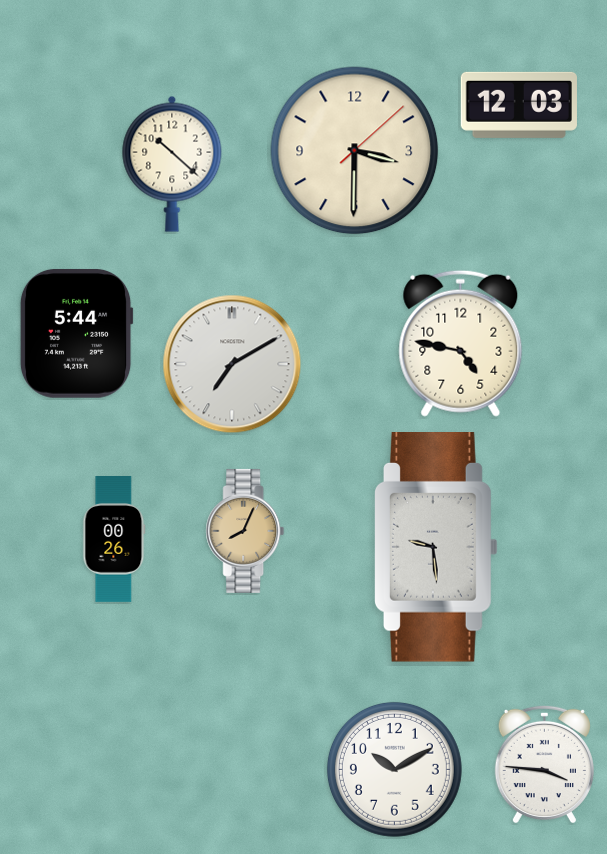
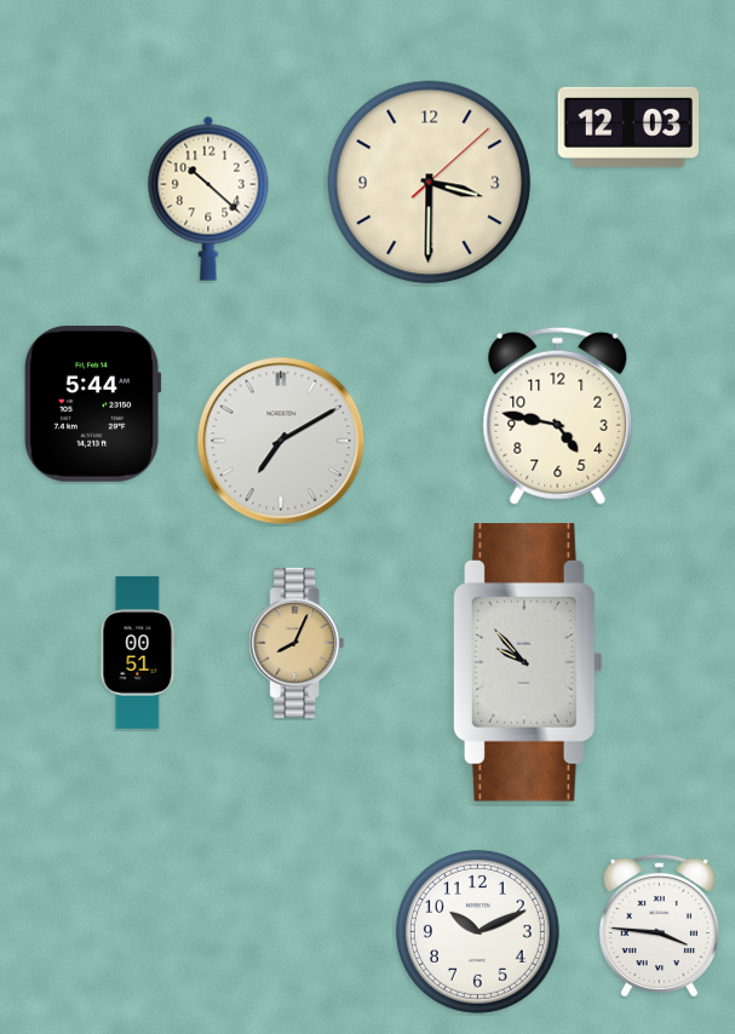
clock at (114, 540): 00:26 -> 00:51
clock at (436, 548): 9:29 -> 9:53
clock at (394, 769): 10:10 -> 10:11
